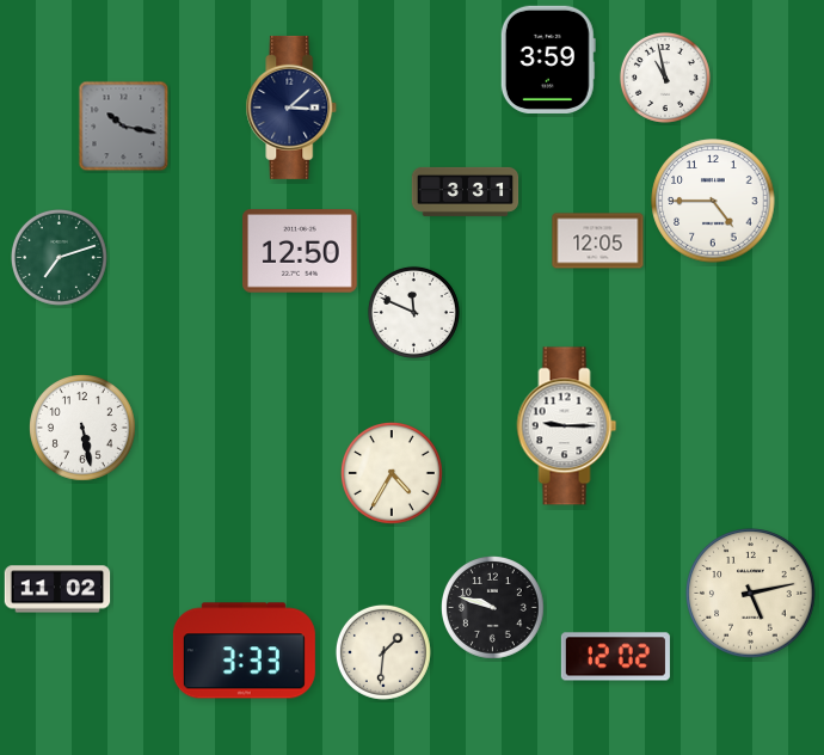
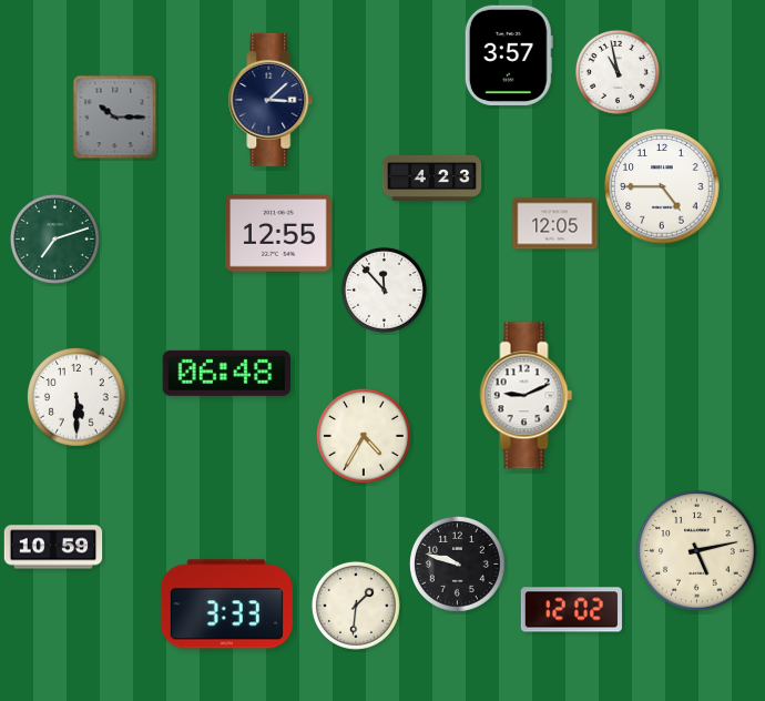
clock at (548, 60): 3:59 -> 3:57
clock at (124, 127): 10:17 -> 10:15
clock at (466, 191): 3:31 -> 4:23
clock at (301, 251): 12:50 -> 12:55
clock at (413, 312): 11:49 -> 11:53
clock at (226, 373): none -> 06:48
clock at (567, 426): 9:15 -> 9:11
clock at (84, 429): 5:28 -> 5:30
clock at (392, 473) position: (392, 473) -> (364, 436)
clock at (57, 589): 11:02 -> 10:59
